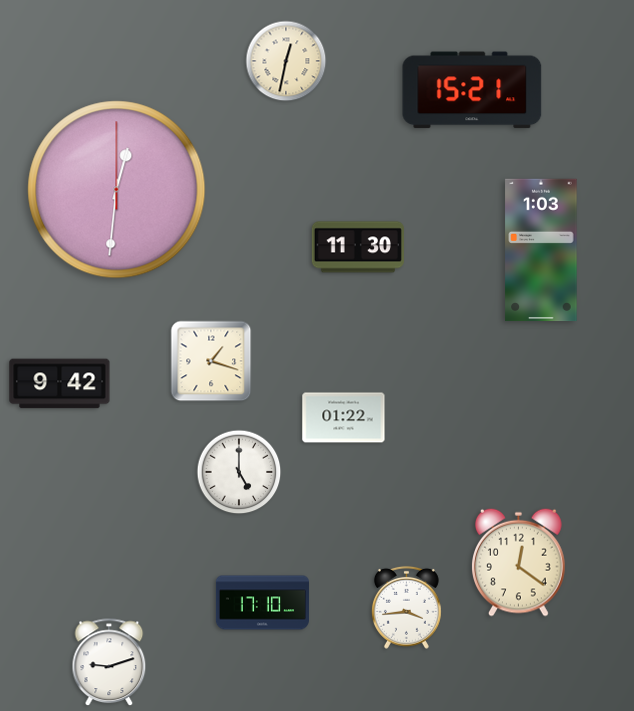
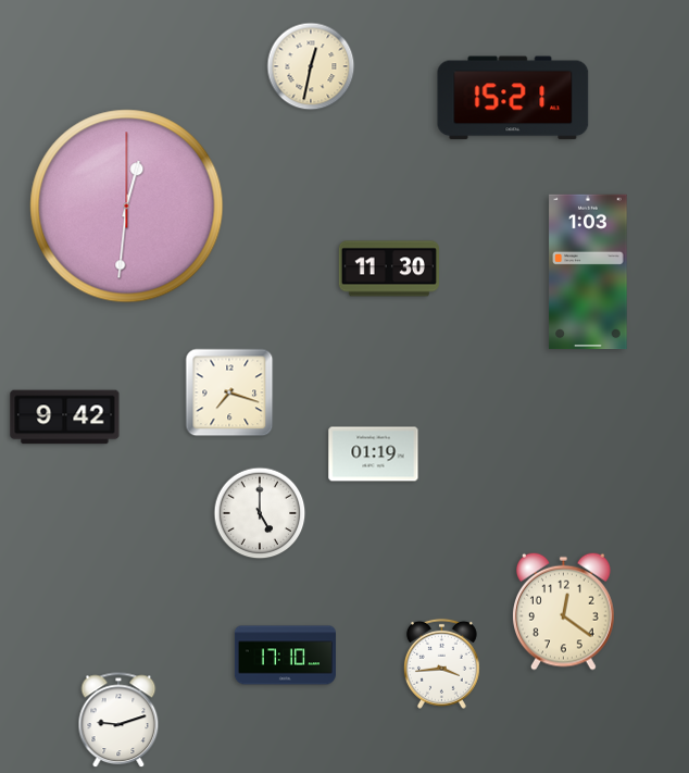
clock at (211, 361): 1:18 -> 7:18
clock at (344, 418): 01:22 -> 01:19
clock at (406, 607) position: (406, 607) -> (441, 663)
